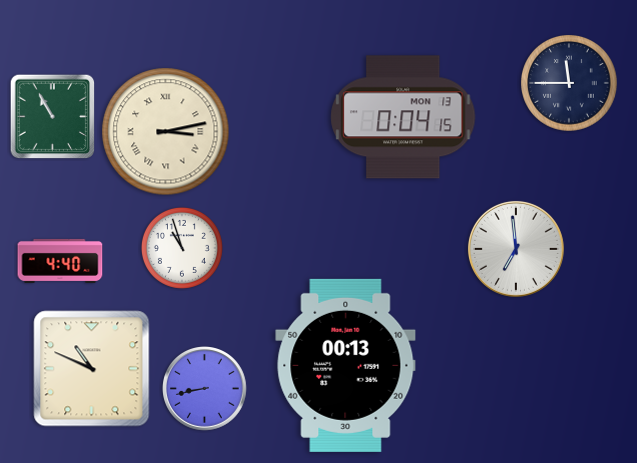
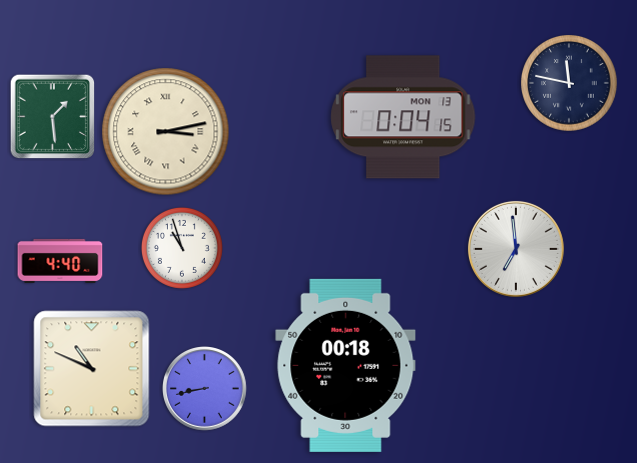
clock at (570, 84): 11:45 -> 11:47
clock at (53, 117): 10:55 -> 1:29
clock at (346, 365): 00:13 -> 00:18
